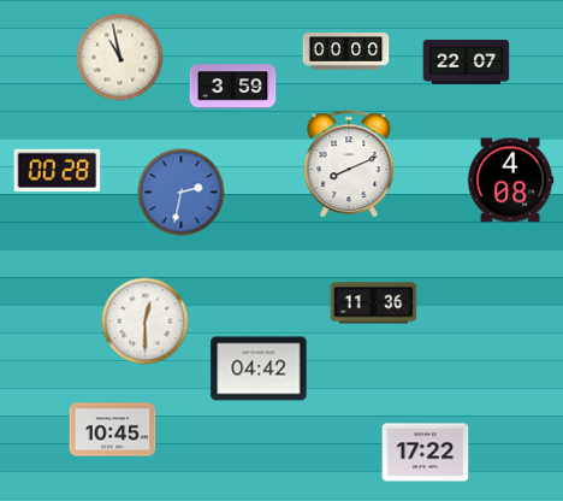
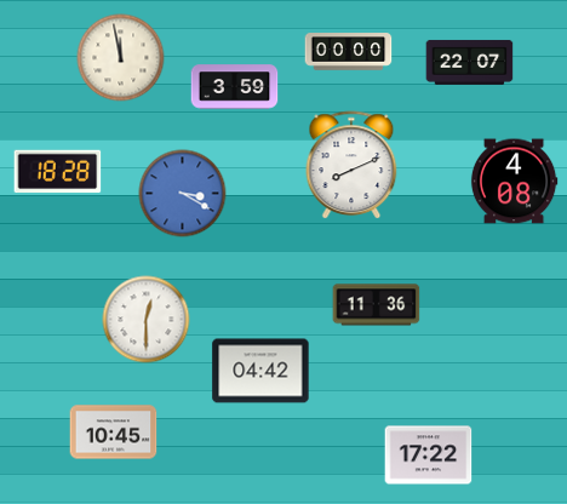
clock at (120, 58): 10:58 -> 11:58
clock at (58, 171): 00:28 -> 18:28
clock at (182, 193): 2:32 -> 3:20
clock at (146, 322) position: (146, 322) -> (147, 320)
